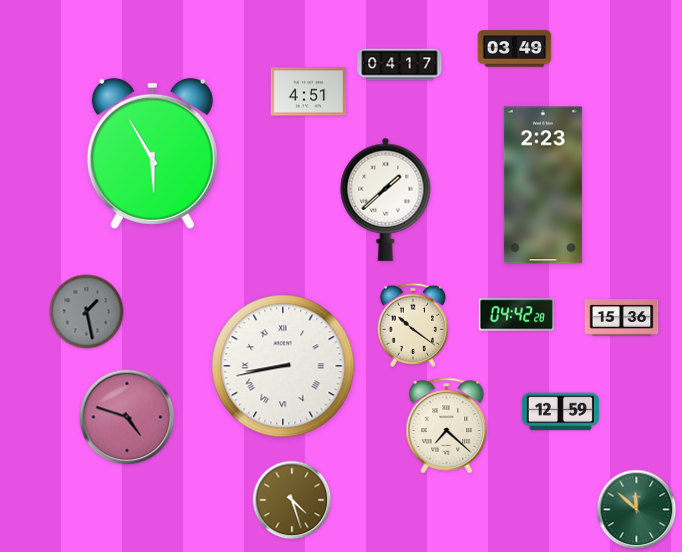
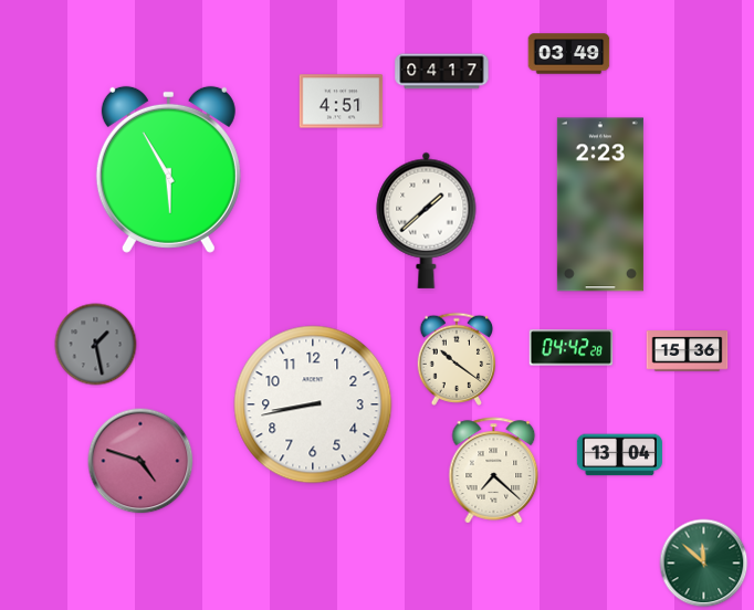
clock at (283, 366) numerals: Roman -> Arabic
clock at (560, 412): 12:59 -> 13:04
clock at (292, 500): 4:27 -> none
